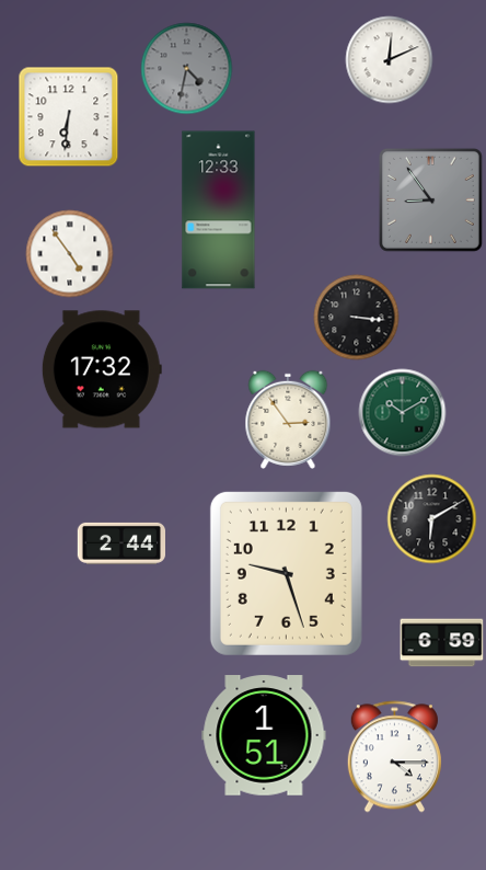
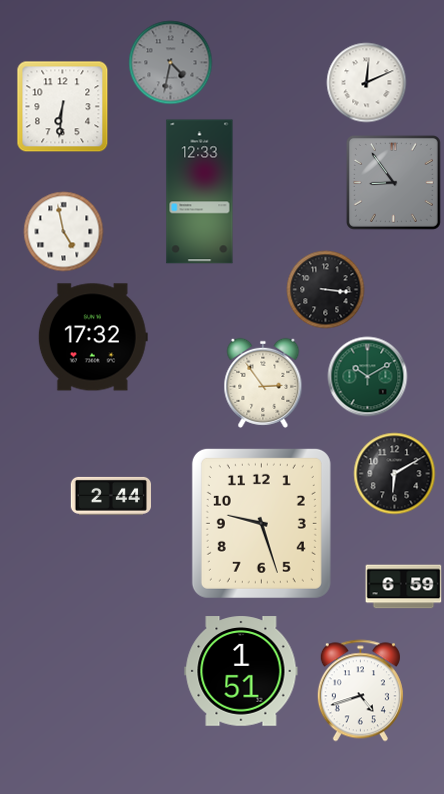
clock at (390, 60) position: (390, 60) -> (367, 83)
clock at (70, 254): 4:54 -> 4:58
clock at (394, 757): 4:15 -> 4:42
